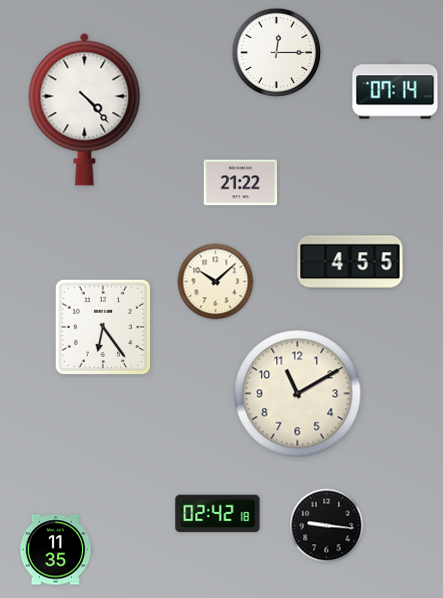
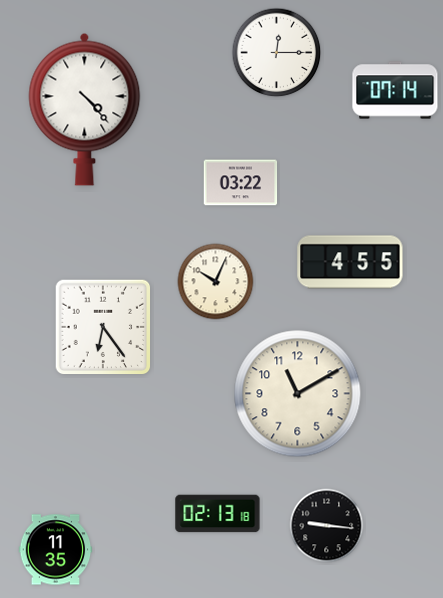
clock at (241, 183): 21:22 -> 03:22
clock at (216, 282): 10:08 -> 10:04
clock at (218, 514): 02:42 -> 02:13
